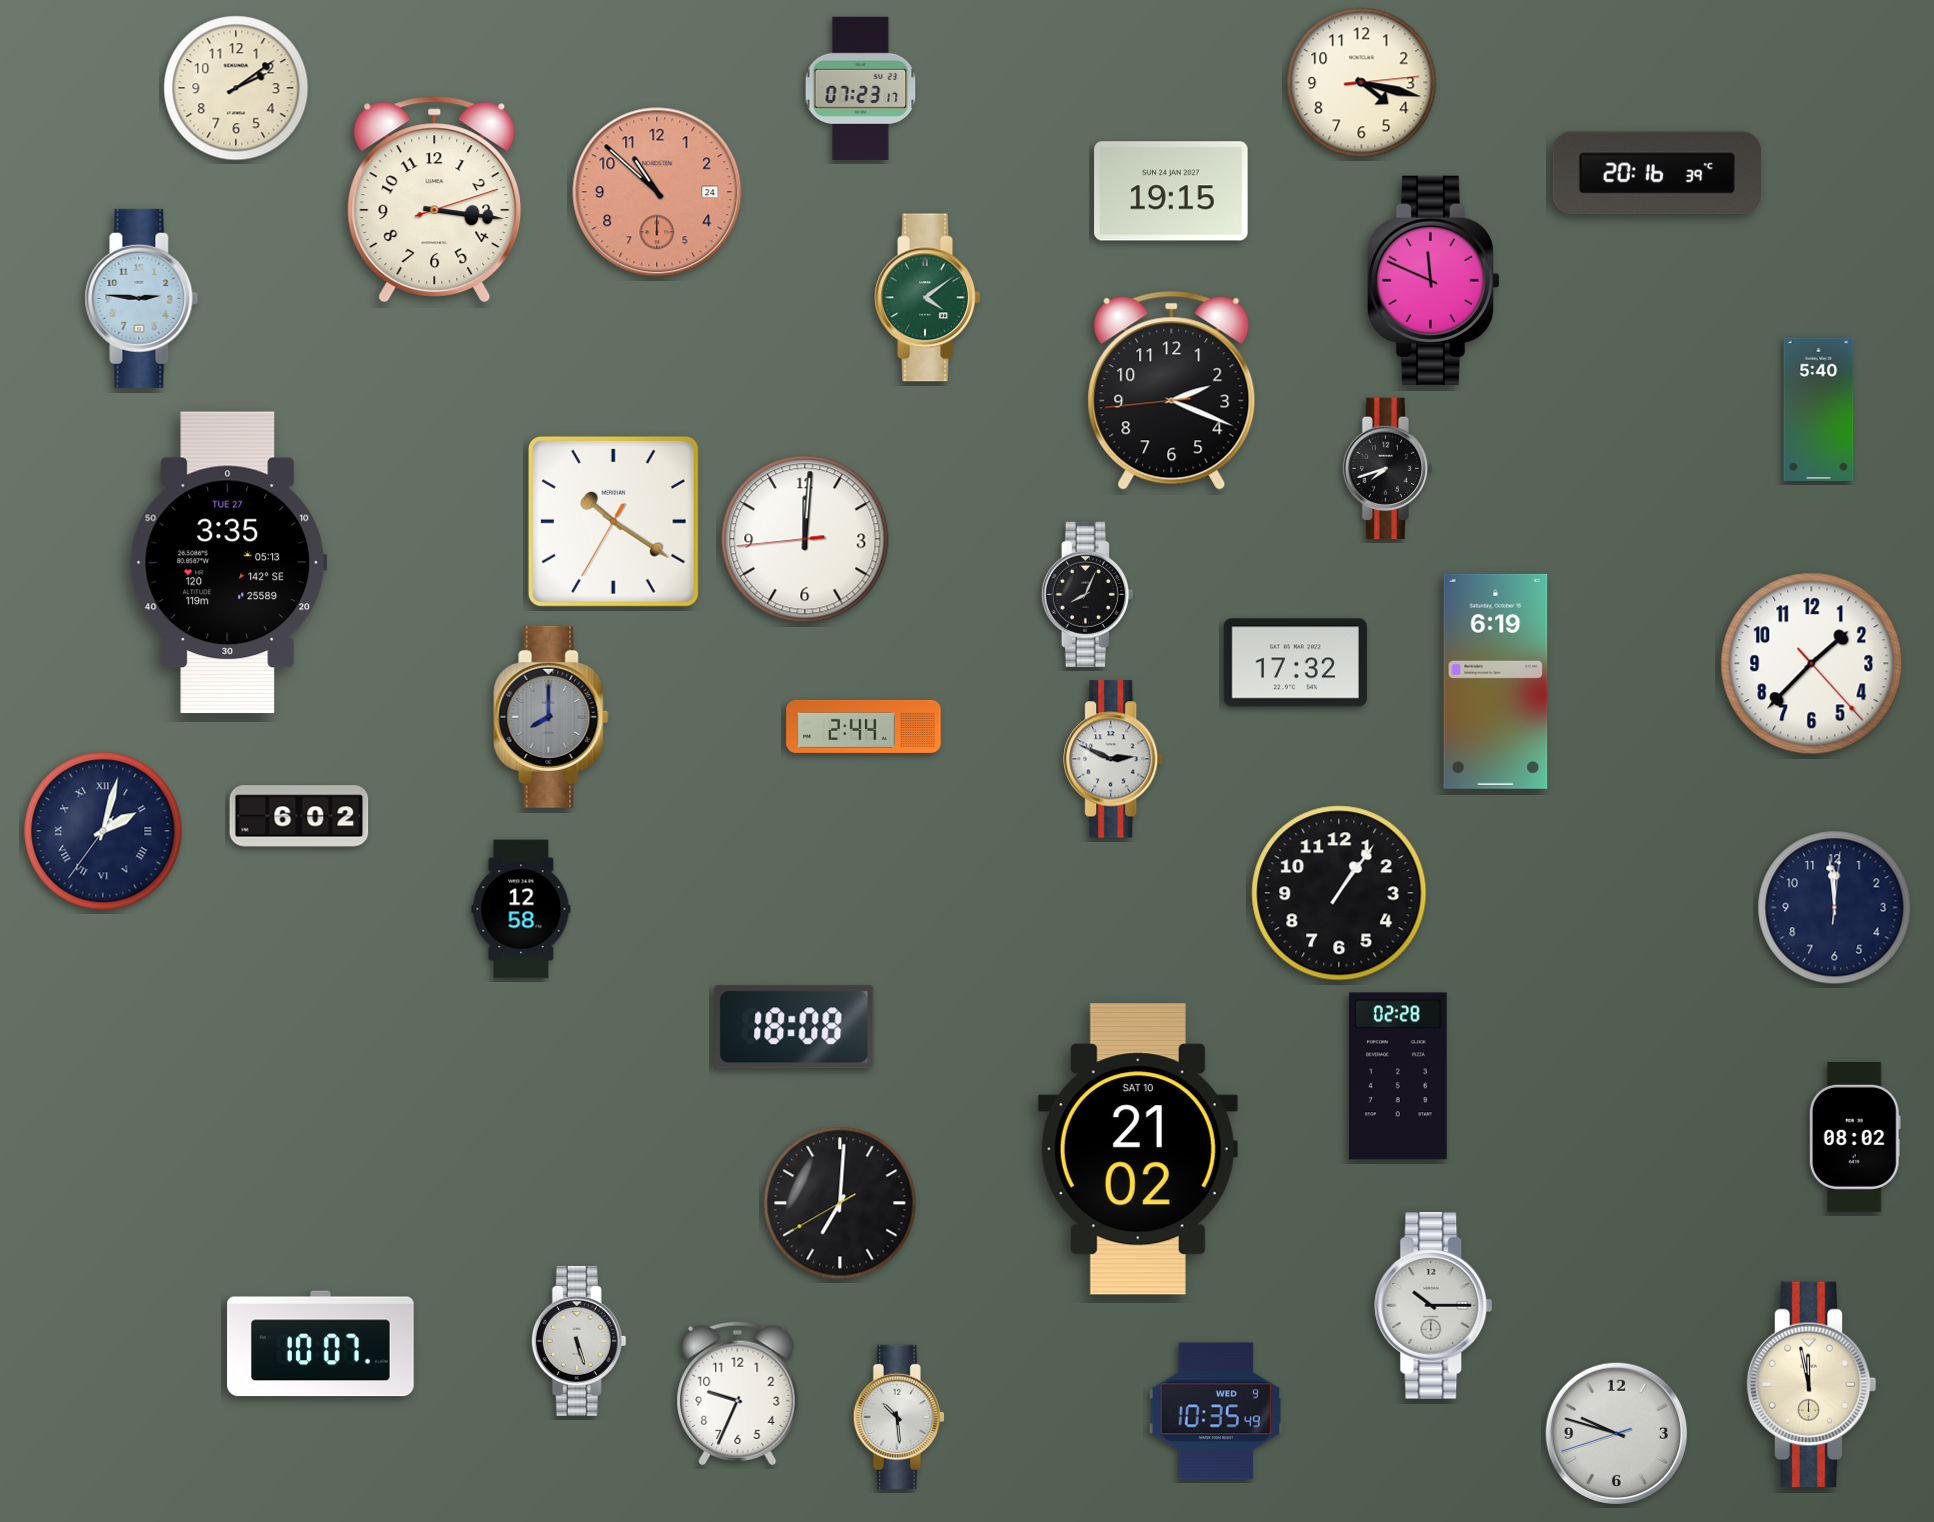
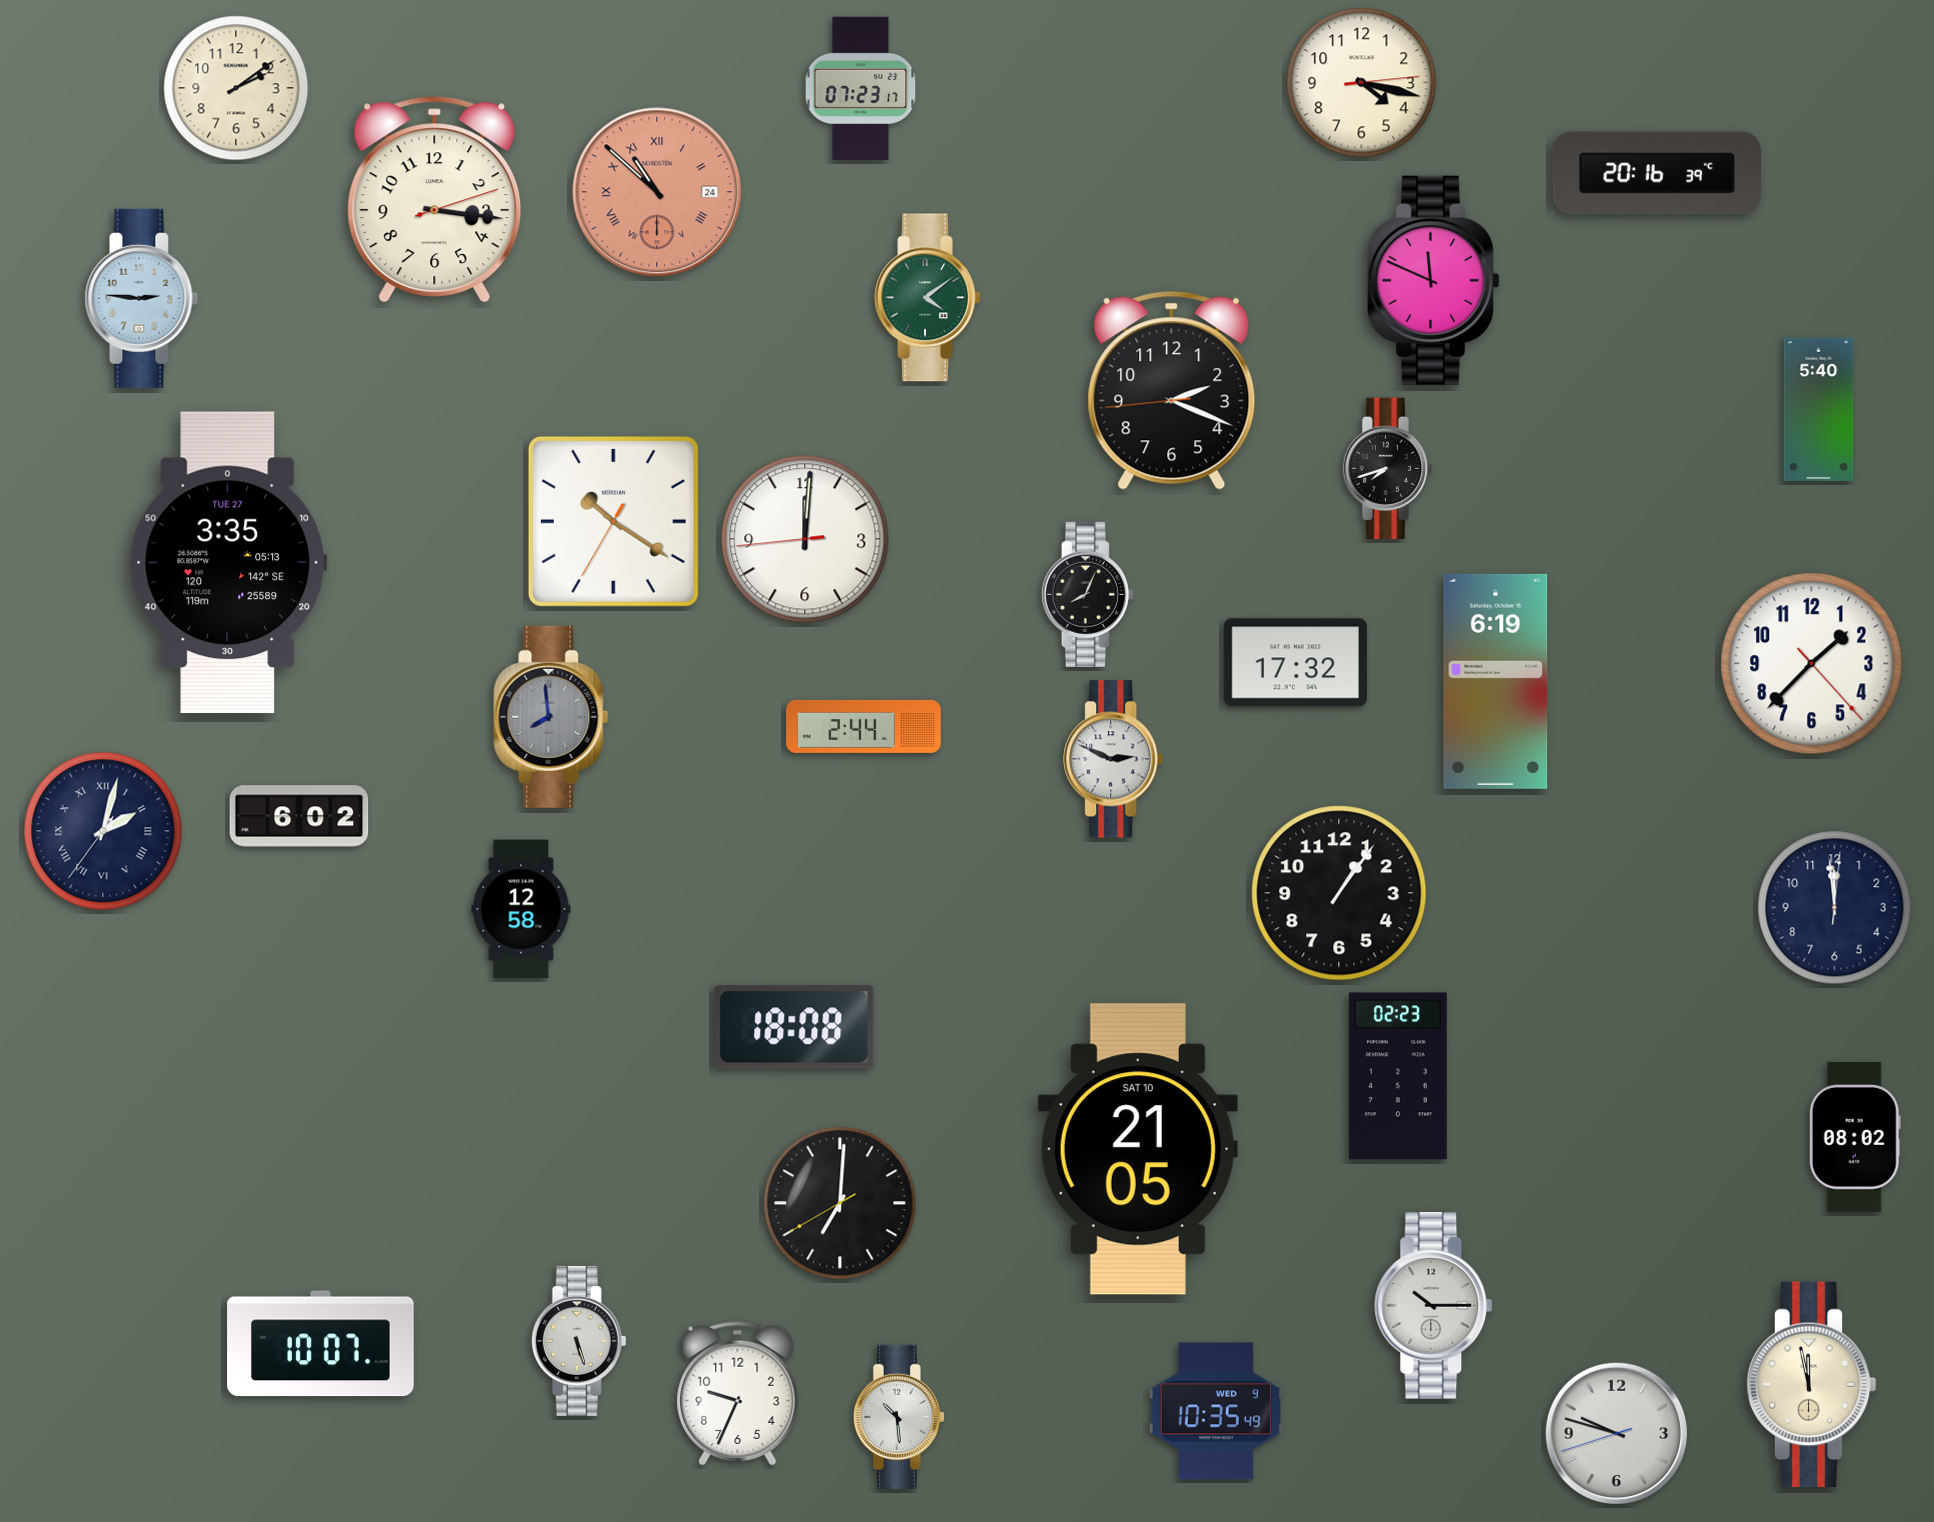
clock at (1171, 191): 19:15 -> none
clock at (657, 192) numerals: Arabic -> Roman
clock at (551, 717): 8:00 -> 7:59
clock at (1399, 1076): 02:28 -> 02:23
clock at (1138, 1149): 21:02 -> 21:05
